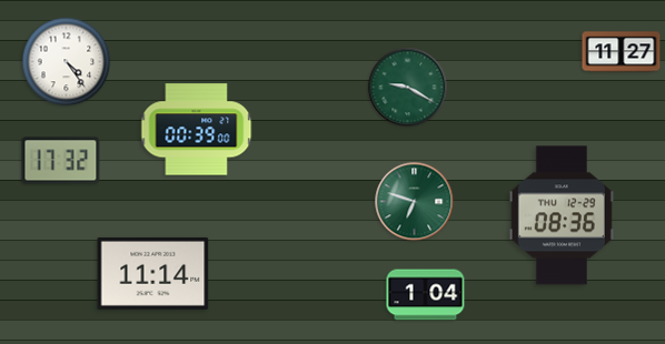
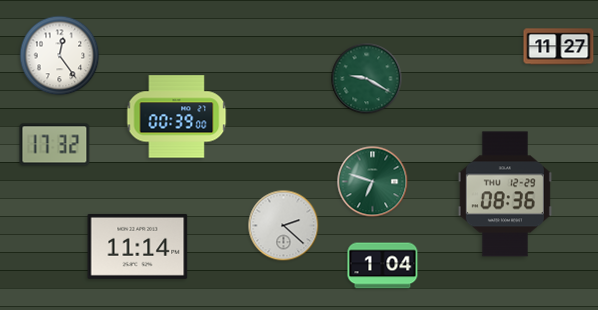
clock at (67, 62): 4:24 -> 12:24
clock at (284, 226): none -> 2:22
